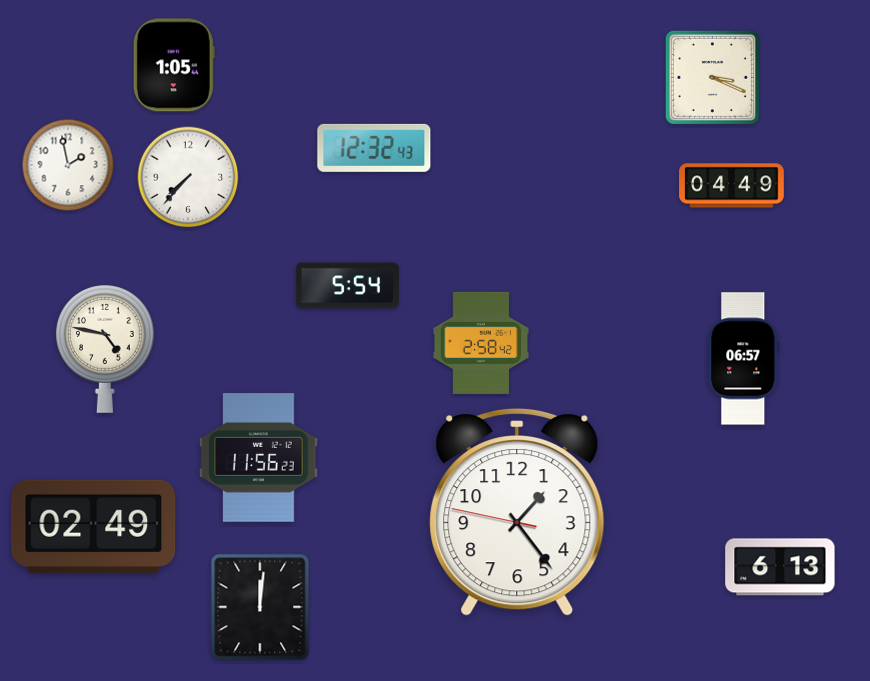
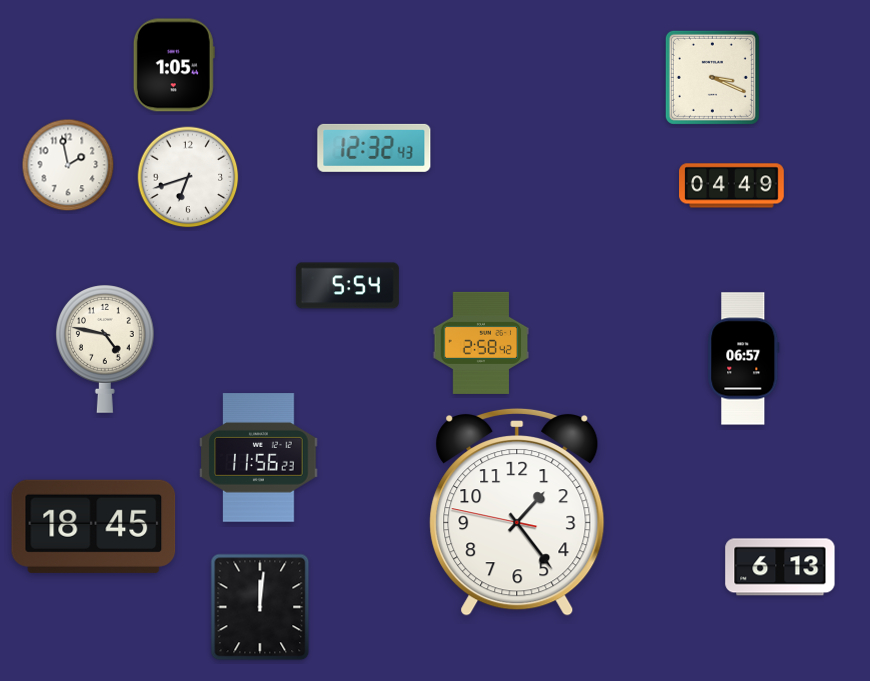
clock at (188, 177): 7:37 -> 6:42
clock at (94, 526): 02:49 -> 18:45
